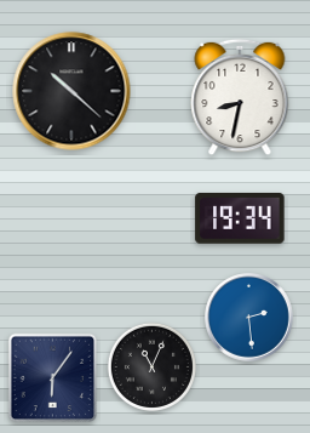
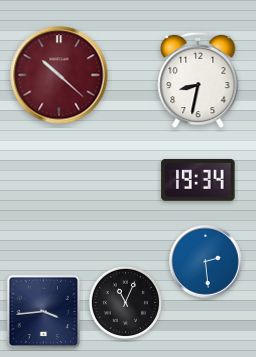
clock at (71, 91) dial: black -> burgundy
clock at (53, 378): 6:06 -> 3:44
